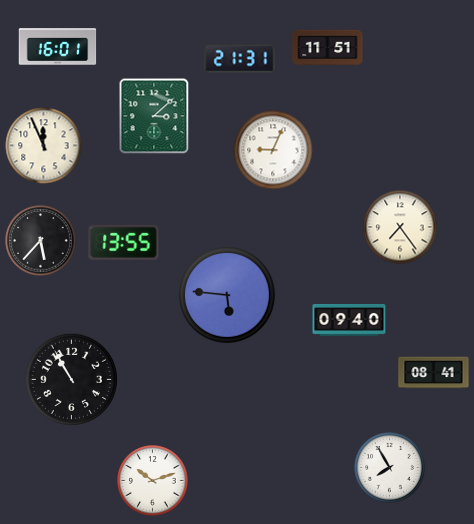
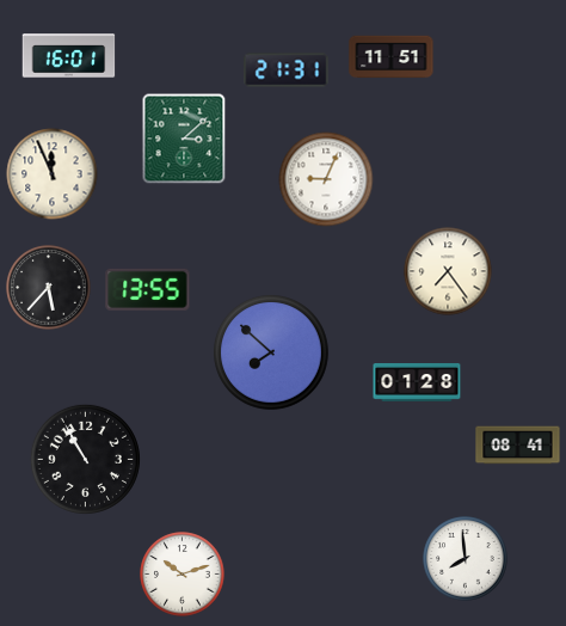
clock at (400, 227) position: (400, 227) -> (448, 271)
clock at (228, 296): 5:46 -> 7:52
clock at (349, 321): 09:40 -> 01:28
clock at (71, 379) position: (71, 379) -> (85, 459)
clock at (390, 468): 7:55 -> 7:59
